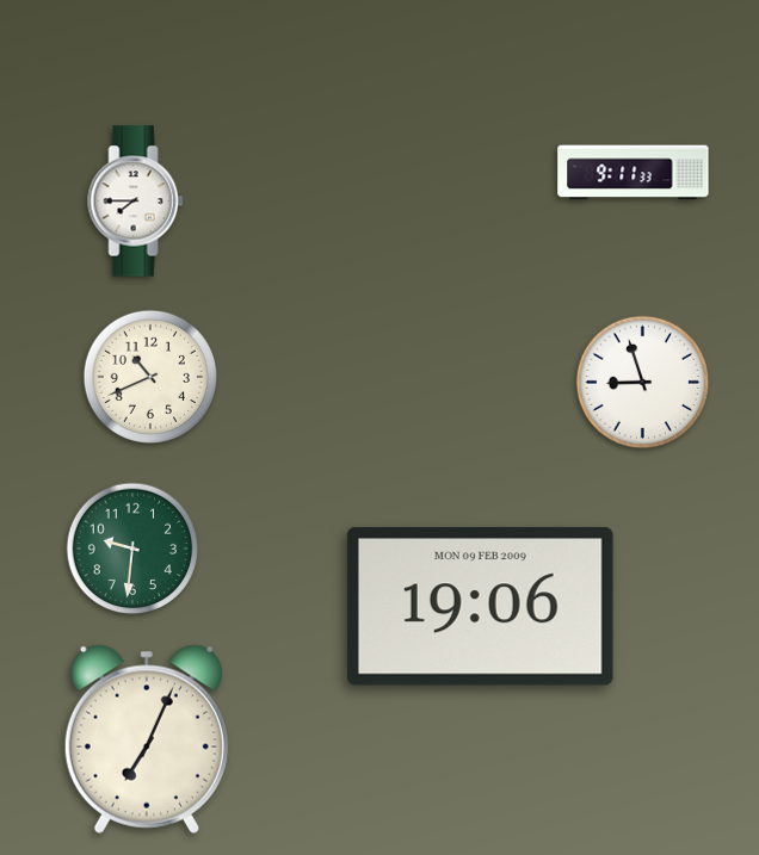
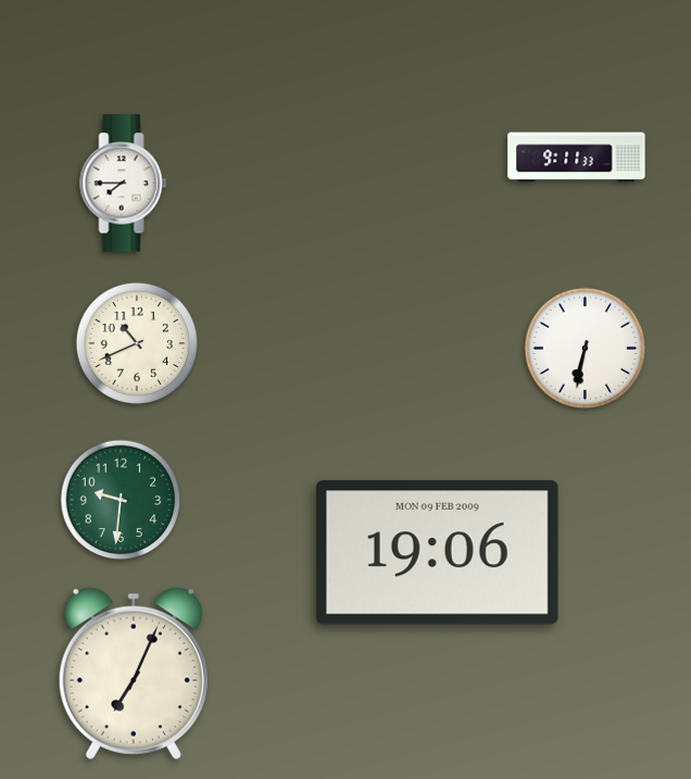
clock at (643, 383): 8:57 -> 6:32
